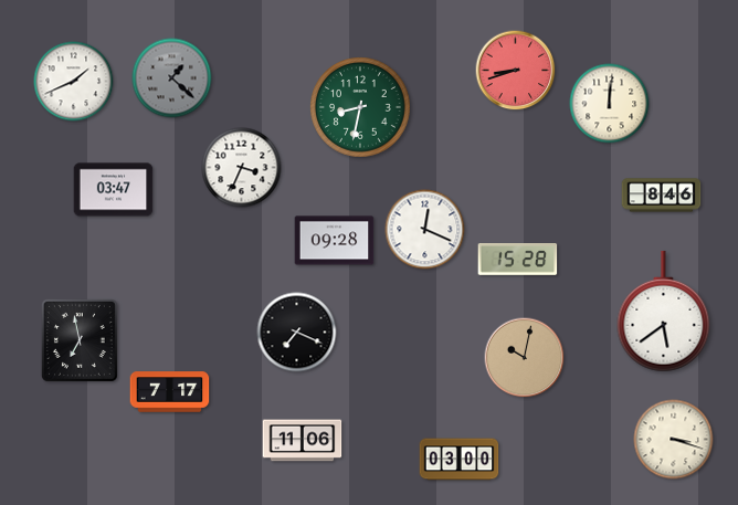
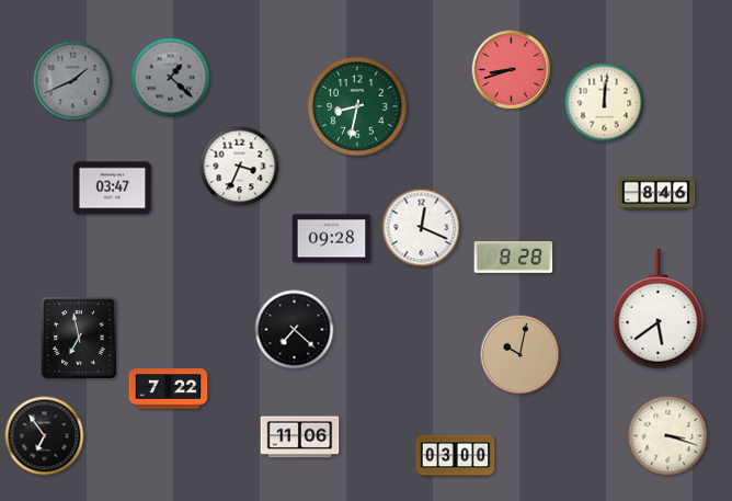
clock at (74, 82) dial: white -> grey
clock at (518, 260): 15:28 -> 8:28
clock at (297, 333): 7:19 -> 7:22
clock at (170, 392): 7:17 -> 7:22
clock at (45, 436): none -> 6:54
